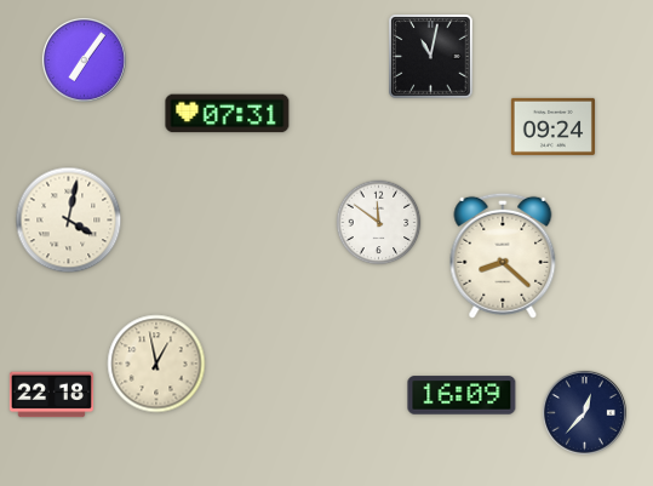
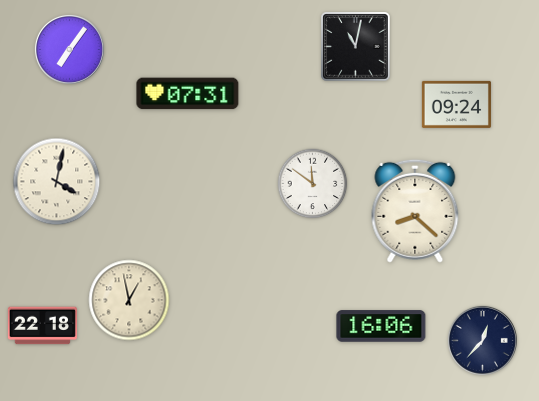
clock at (462, 395): 16:09 -> 16:06
